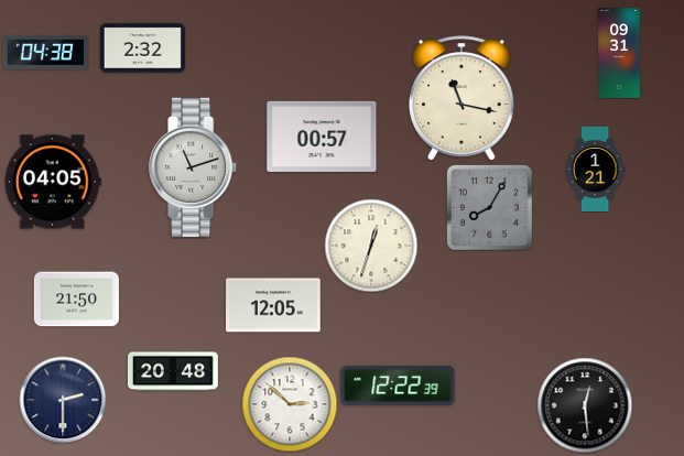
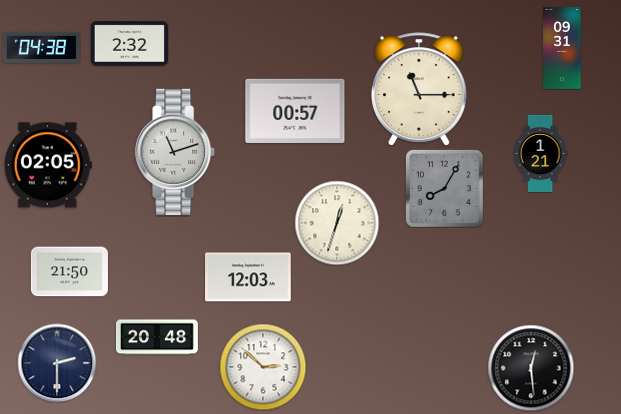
clock at (463, 98): 11:17 -> 11:15
clock at (322, 137) position: (322, 137) -> (295, 111)
clock at (53, 182): 04:05 -> 02:05
clock at (273, 305): 12:05 -> 12:03
clock at (398, 386): 12:22 -> none
